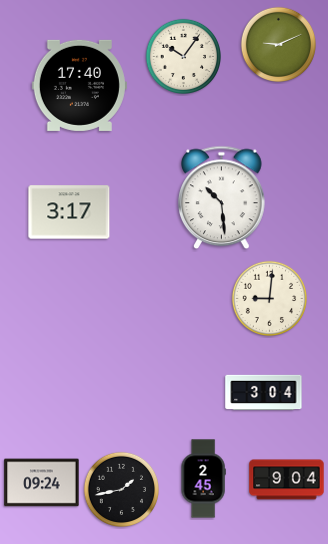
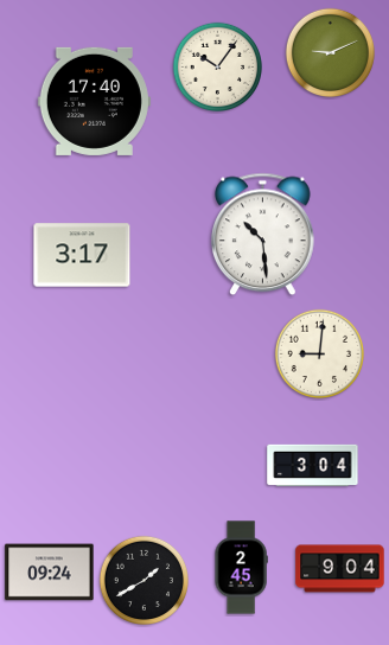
clock at (69, 212) position: (69, 212) -> (82, 255)
clock at (121, 489): 1:43 -> 1:40
